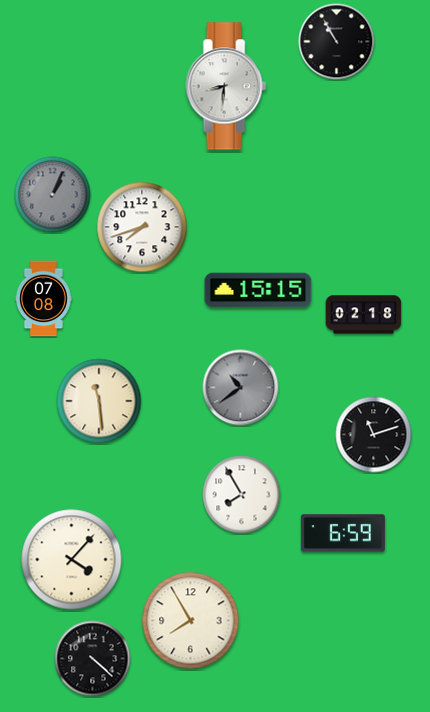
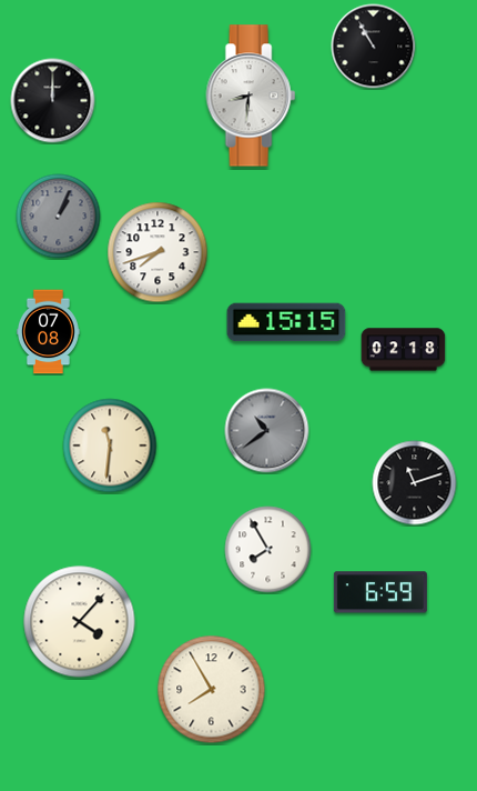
clock at (53, 101): none -> 12:00
clock at (99, 401): 11:29 -> 11:31
clock at (93, 659): 4:22 -> none
